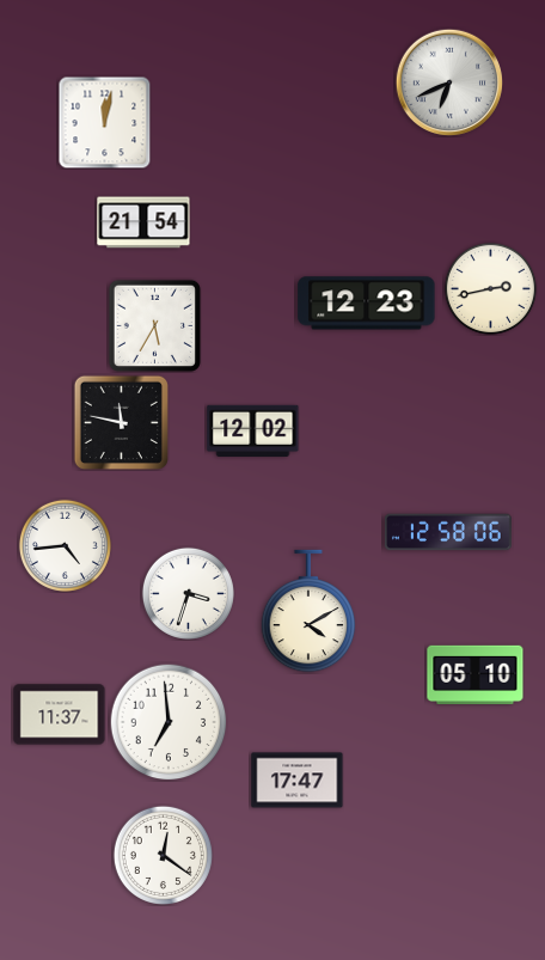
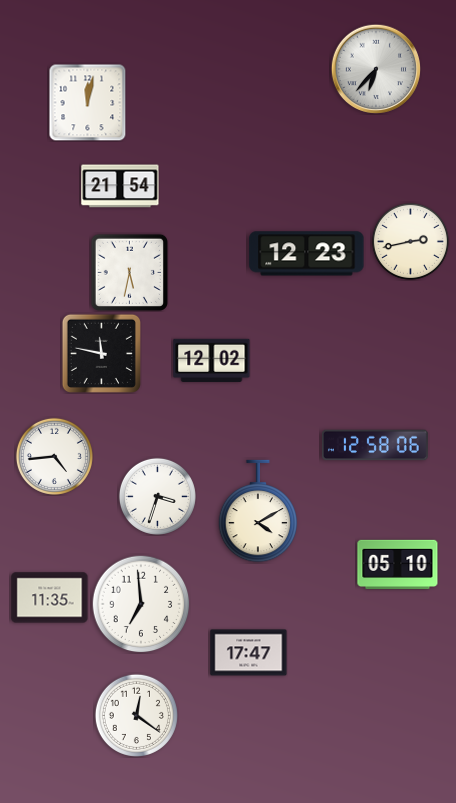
clock at (449, 82): 6:41 -> 6:37
clock at (154, 325): 5:35 -> 5:32
clock at (60, 715): 11:37 -> 11:35
